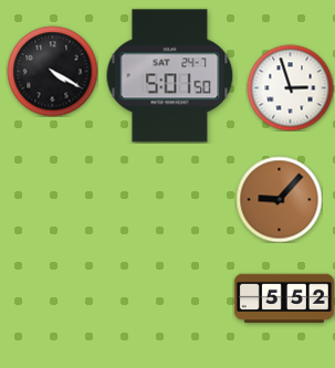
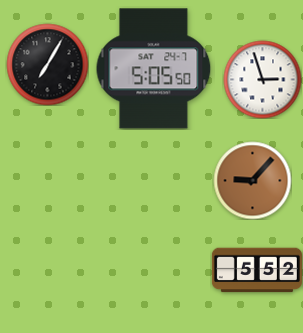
clock at (52, 71): 4:20 -> 7:05
clock at (170, 76): 5:01 -> 5:05
